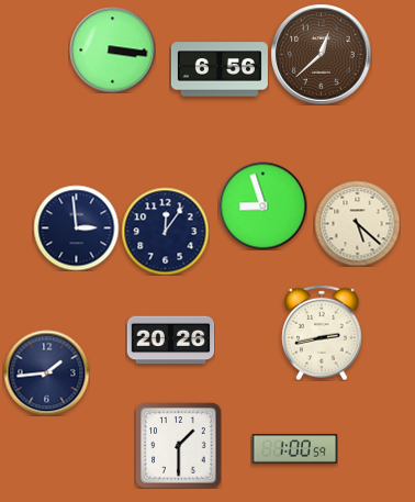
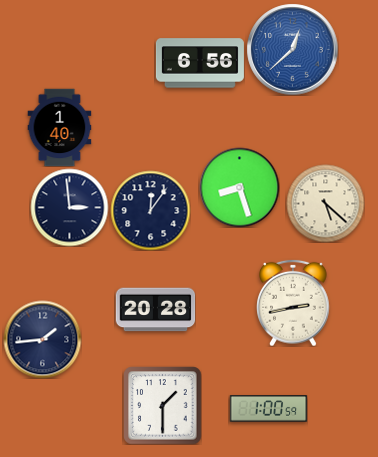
clock at (112, 49): 3:16 -> none
clock at (321, 54) dial: brown -> blue
clock at (60, 127): none -> 1:40
clock at (262, 205): 8:57 -> 8:27
clock at (170, 341): 20:26 -> 20:28
